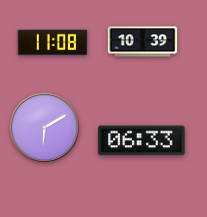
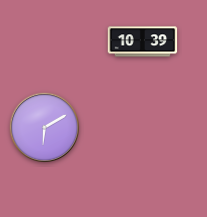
clock at (53, 43): 11:08 -> none
clock at (142, 141): 06:33 -> none
